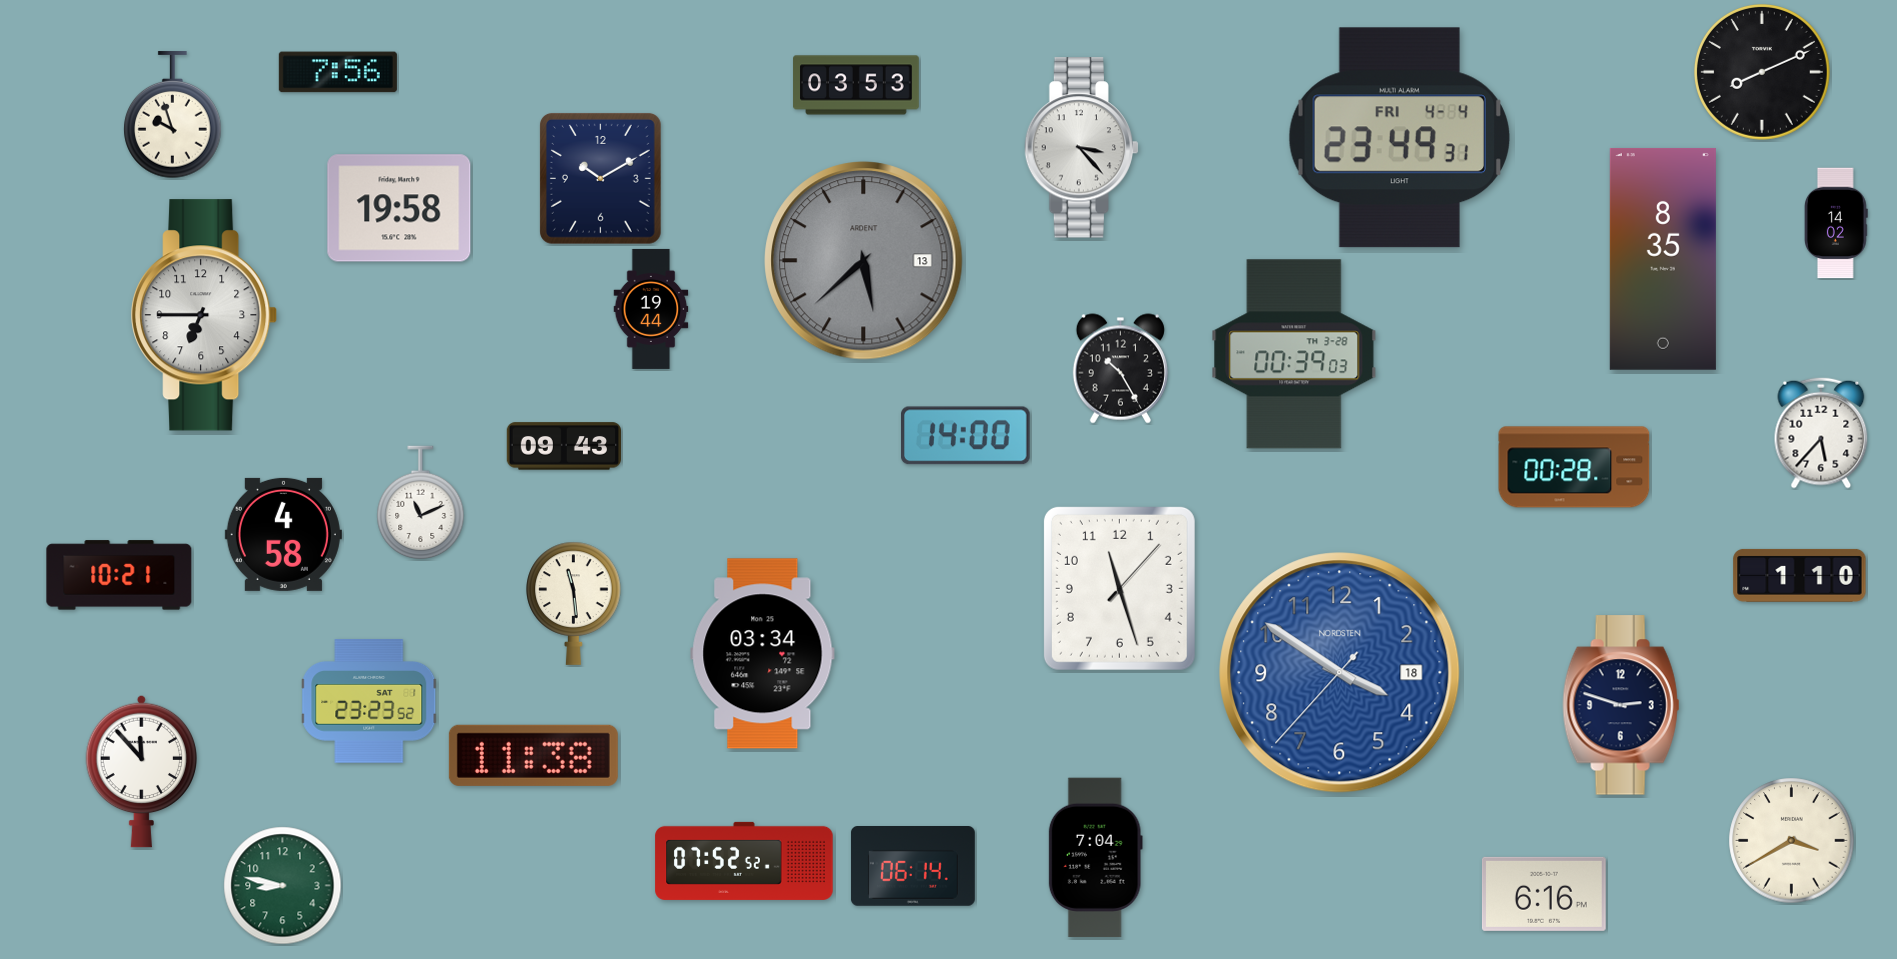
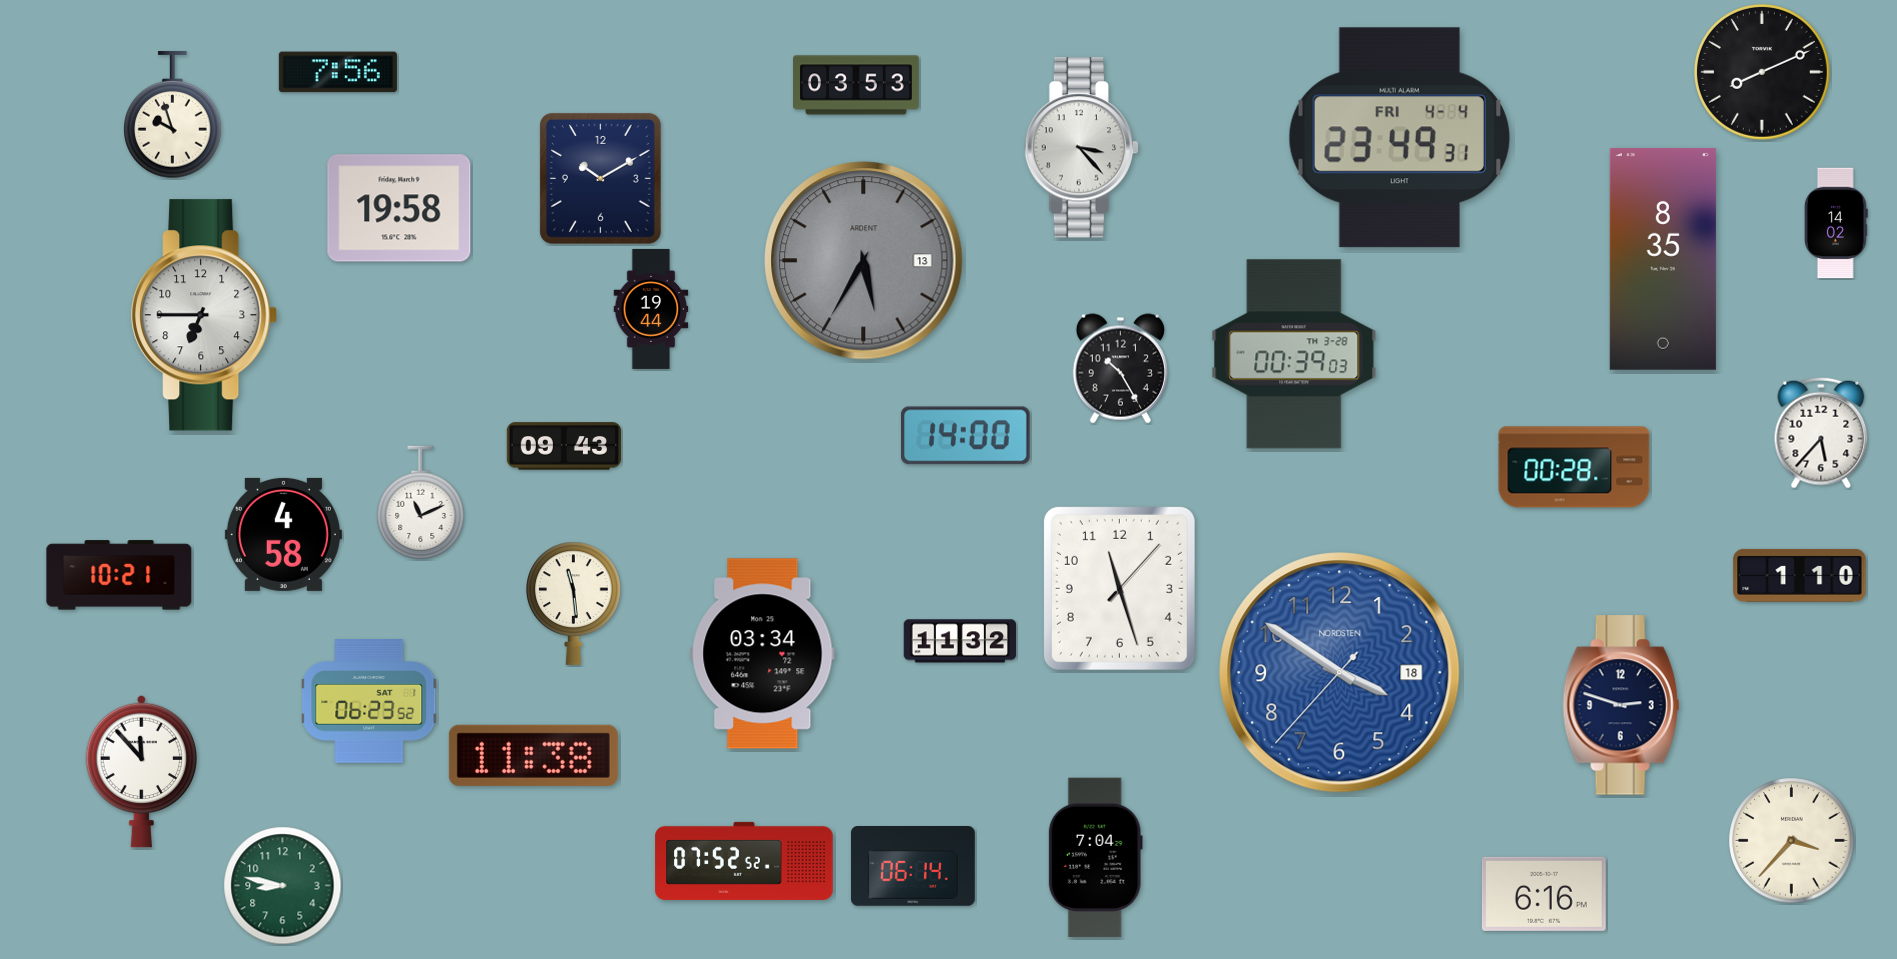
clock at (864, 261): 5:38 -> 5:35
clock at (960, 641): none -> 11:32
clock at (369, 701): 23:23 -> 06:23
clock at (1792, 841): 3:40 -> 3:37
